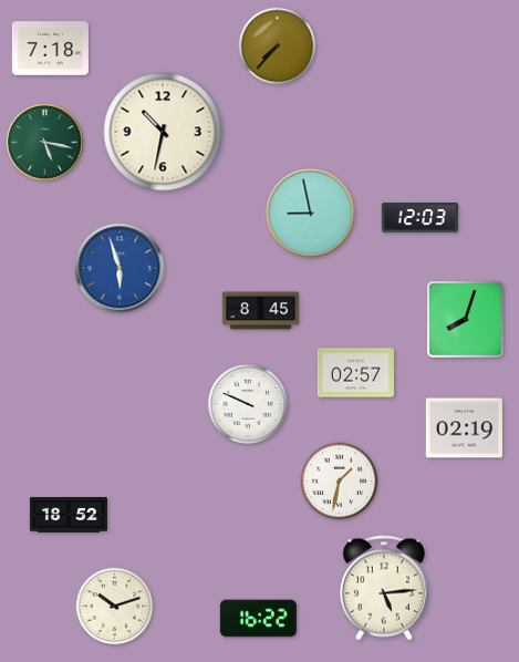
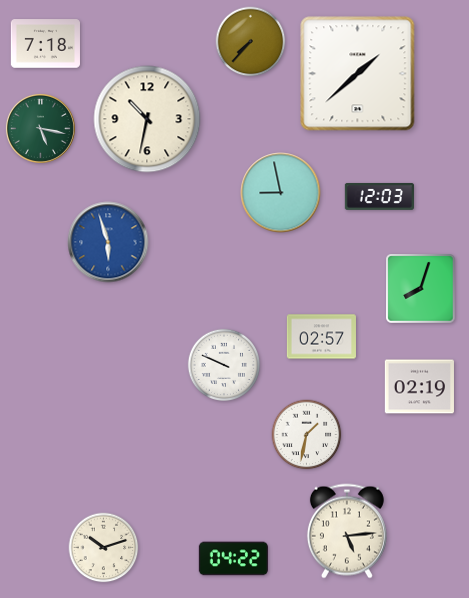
clock at (358, 74): none -> 1:38
clock at (260, 311): 8:45 -> none
clock at (69, 515): 18:52 -> none
clock at (258, 619): 16:22 -> 04:22
